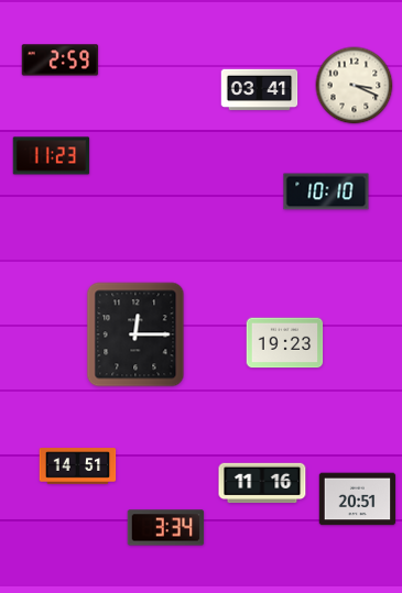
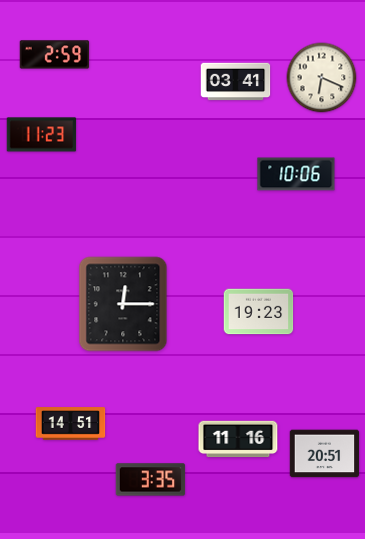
clock at (355, 86): 3:19 -> 6:19
clock at (52, 156) position: (52, 156) -> (42, 135)
clock at (326, 191): 10:10 -> 10:06
clock at (166, 528): 3:34 -> 3:35
